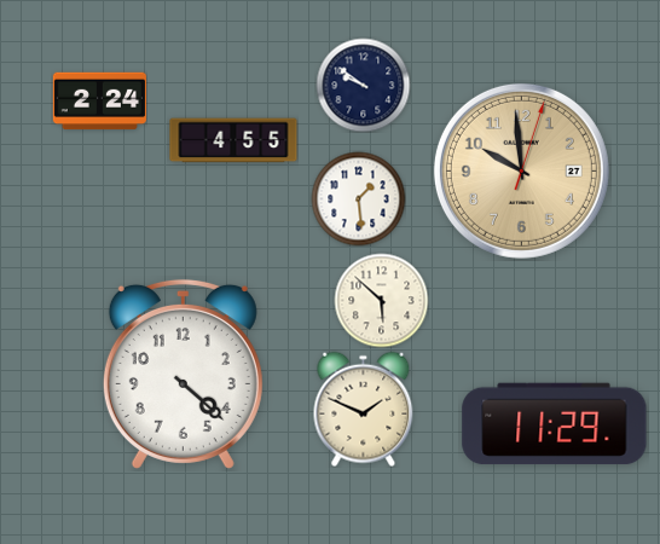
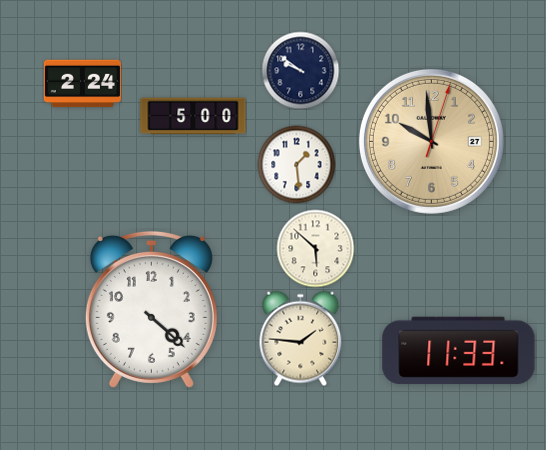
clock at (233, 140): 4:55 -> 5:00
clock at (364, 409): 1:49 -> 1:46
clock at (555, 424): 11:29 -> 11:33
